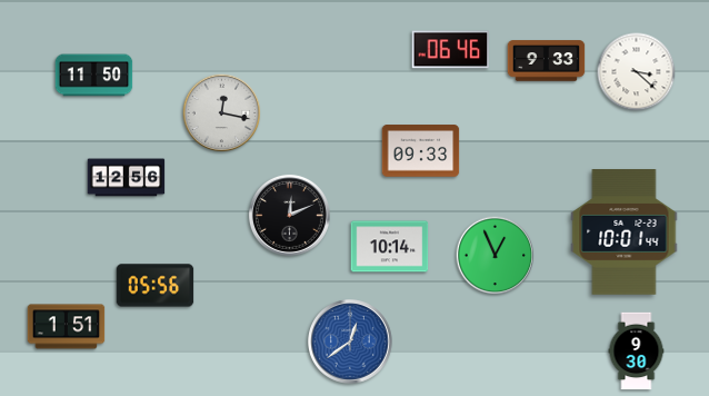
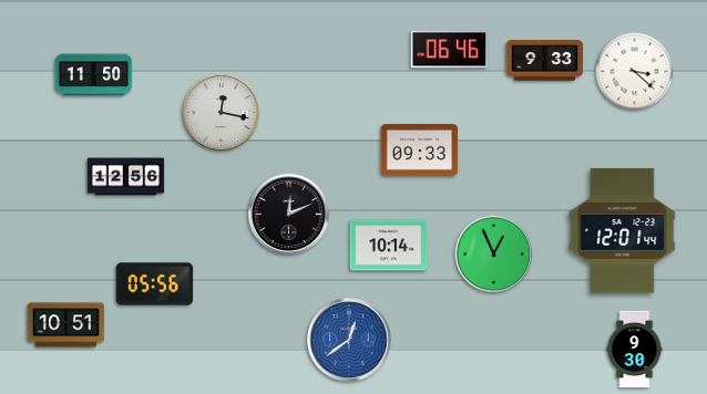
clock at (625, 232): 10:01 -> 12:01
clock at (67, 327): 1:51 -> 10:51
